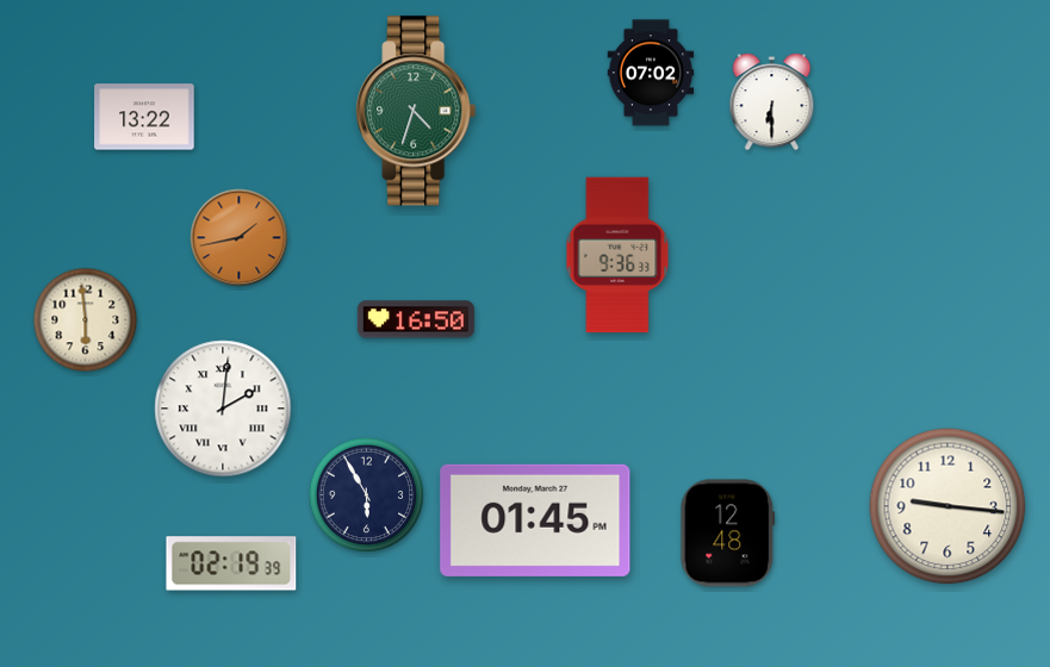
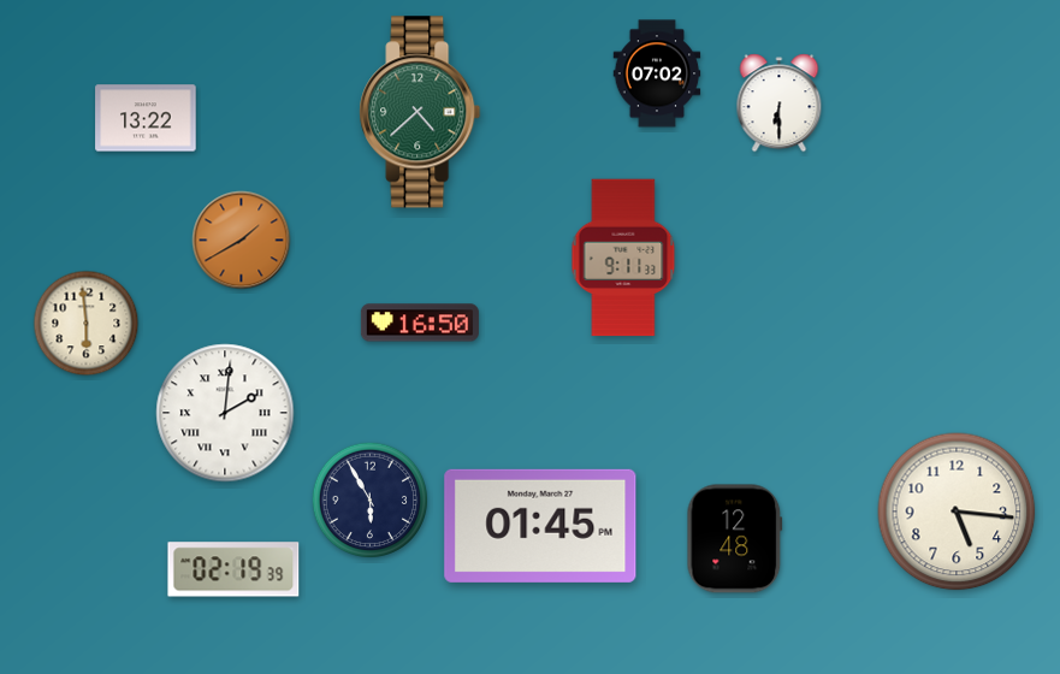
clock at (416, 111): 4:33 -> 4:38
clock at (240, 238): 1:43 -> 1:40
clock at (617, 255): 9:36 -> 9:11
clock at (948, 506): 9:16 -> 5:16
